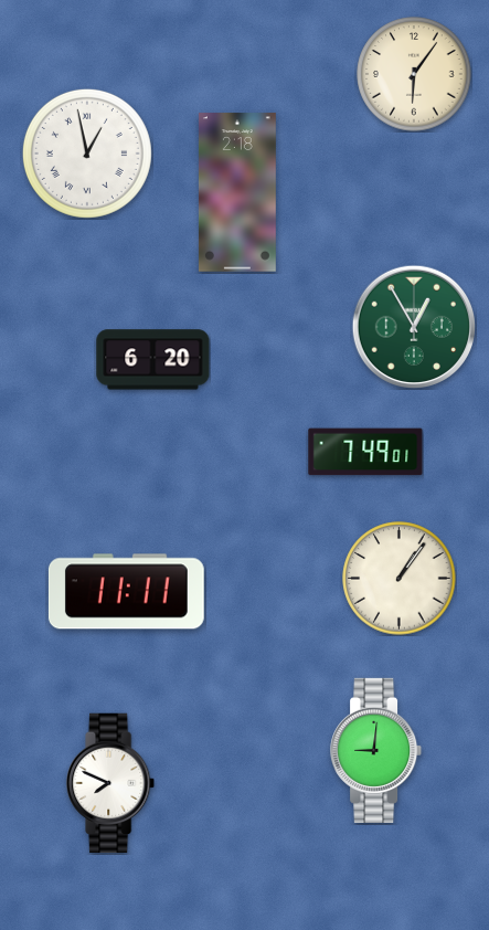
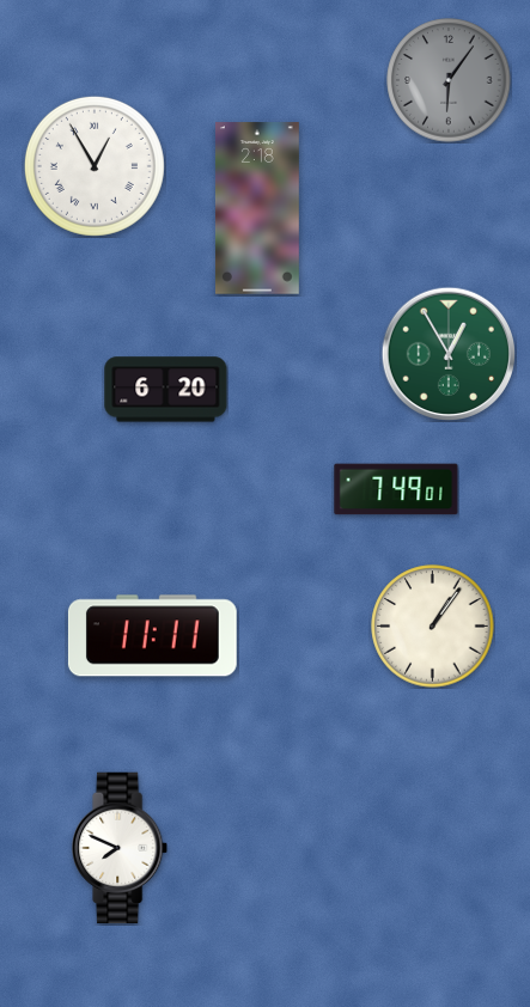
clock at (414, 74) dial: cream -> grey
clock at (87, 154): 12:58 -> 12:55
clock at (126, 592) position: (126, 592) -> (152, 636)
clock at (376, 750): 9:01 -> none
